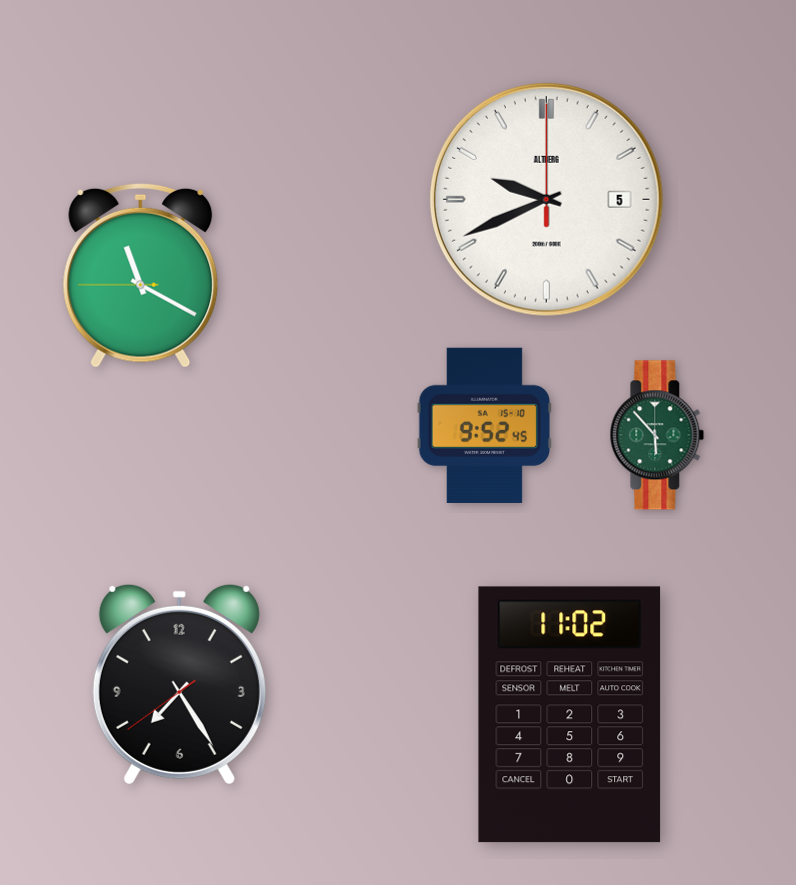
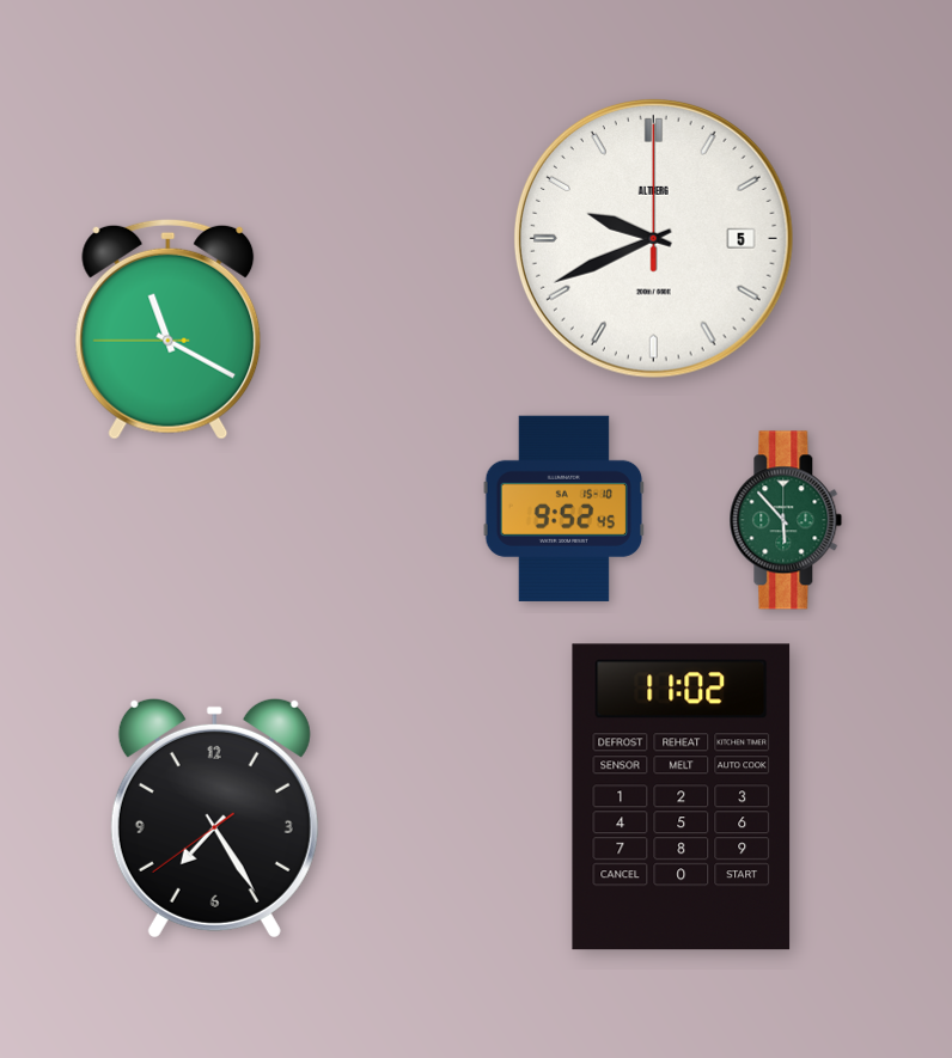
clock at (484, 425) position: (484, 425) -> (563, 508)
clock at (570, 715) position: (570, 715) -> (682, 797)
